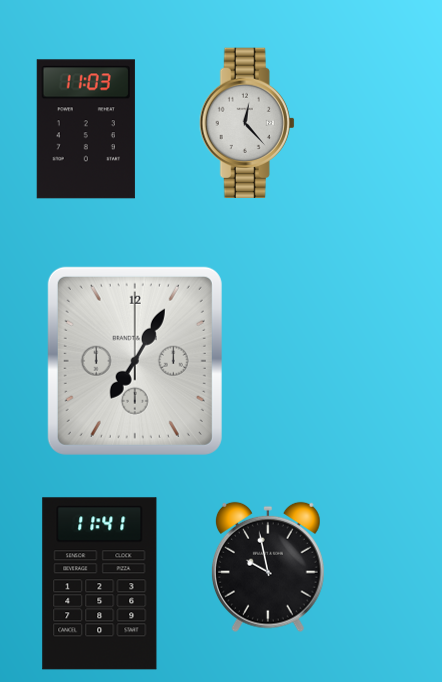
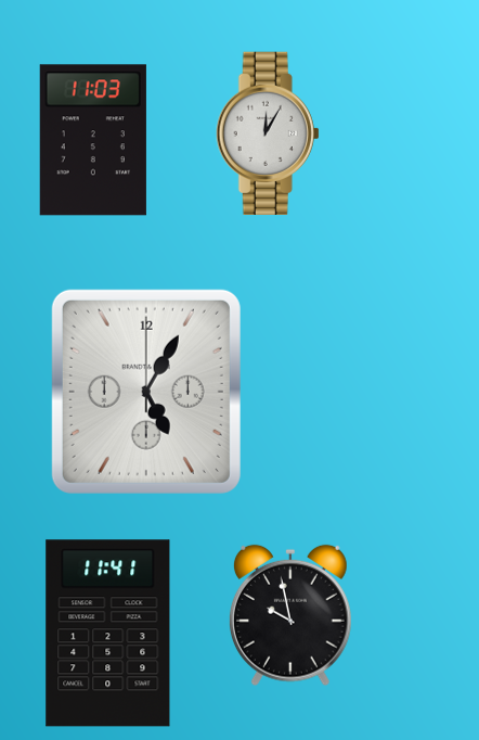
clock at (247, 122): 12:23 -> 12:05
clock at (135, 361): 7:05 -> 5:05
